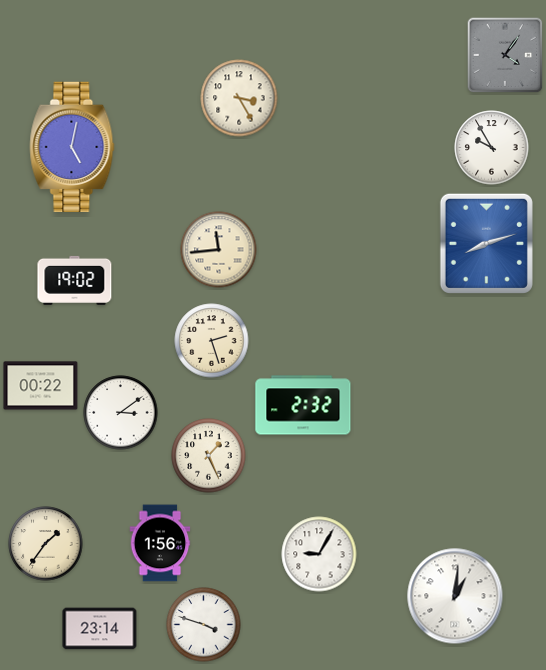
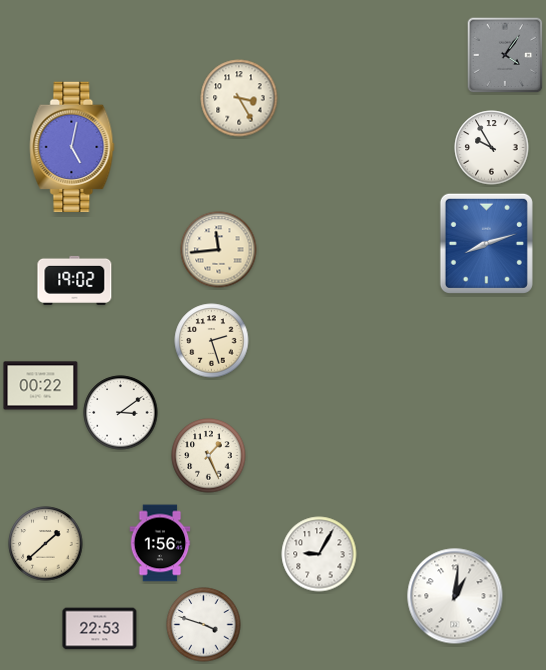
clock at (303, 405): 2:32 -> none
clock at (46, 544): 1:36 -> 1:38
clock at (100, 629): 23:14 -> 22:53
